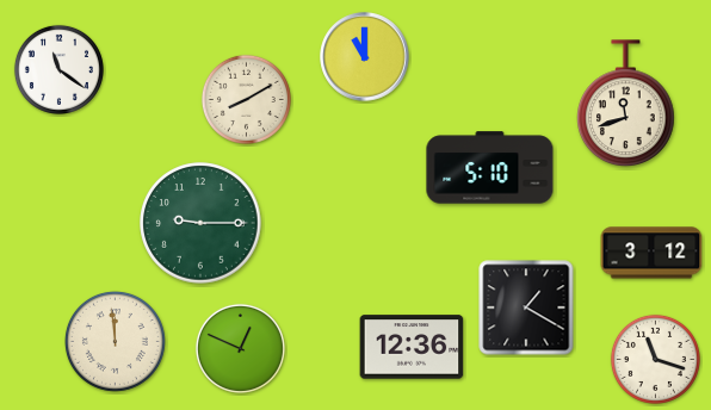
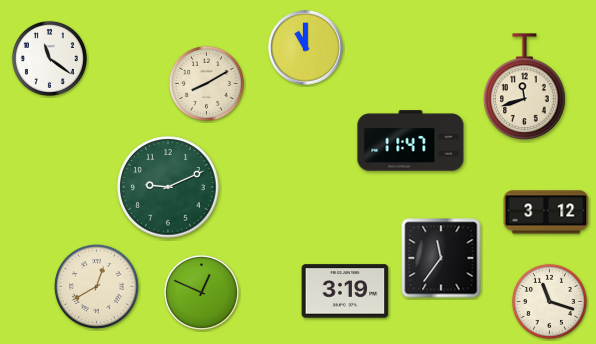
clock at (490, 168): 5:10 -> 11:47
clock at (200, 223): 9:15 -> 9:11
clock at (526, 307): 1:20 -> 11:36
clock at (115, 341): 11:59 -> 12:40
clock at (412, 347): 12:36 -> 3:19
